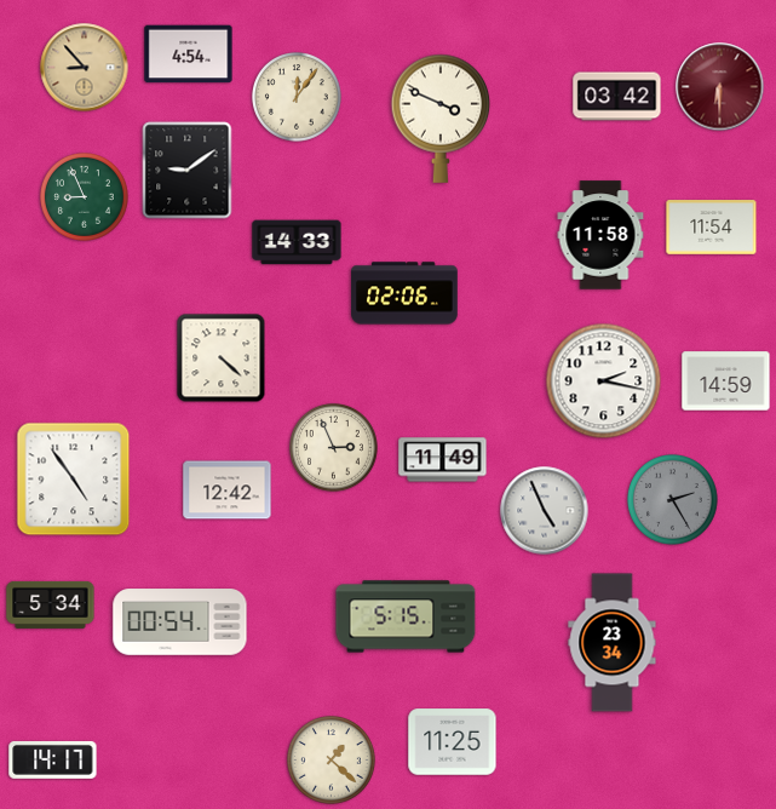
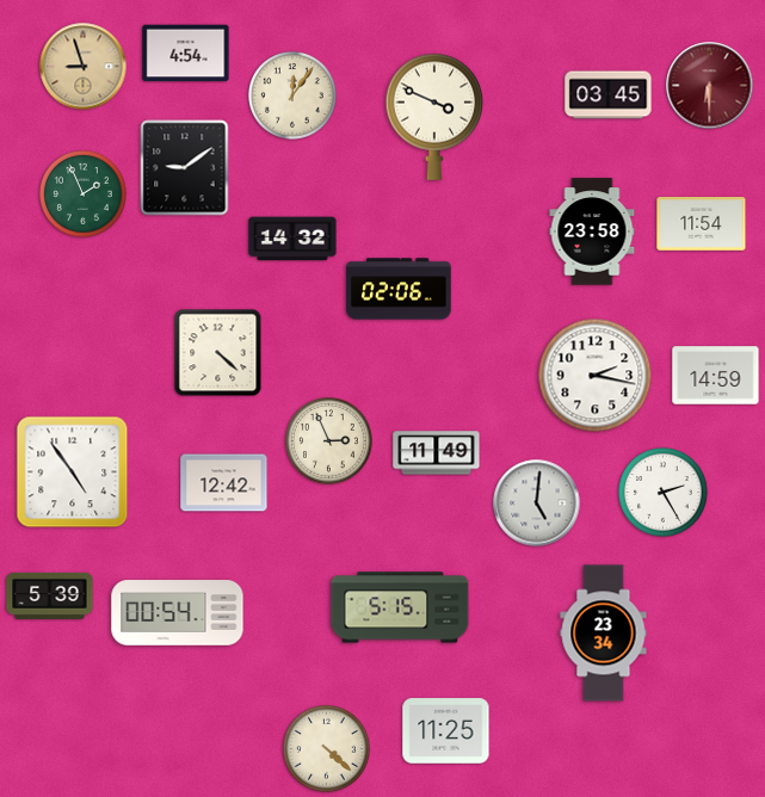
clock at (85, 68): 8:53 -> 8:57
clock at (617, 97): 03:42 -> 03:45
clock at (85, 197): 8:56 -> 1:56
clock at (600, 235): 11:58 -> 23:58
clock at (297, 242): 14:33 -> 14:32
clock at (673, 500) dial: grey -> white
clock at (545, 511): 4:56 -> 5:01
clock at (51, 604): 5:34 -> 5:39
clock at (53, 759): 14:17 -> none
clock at (332, 761): 1:22 -> 4:22
